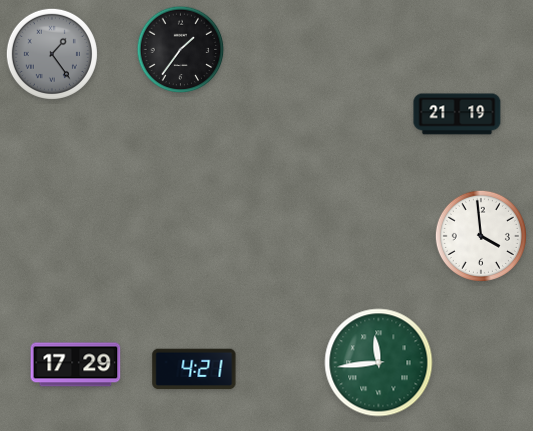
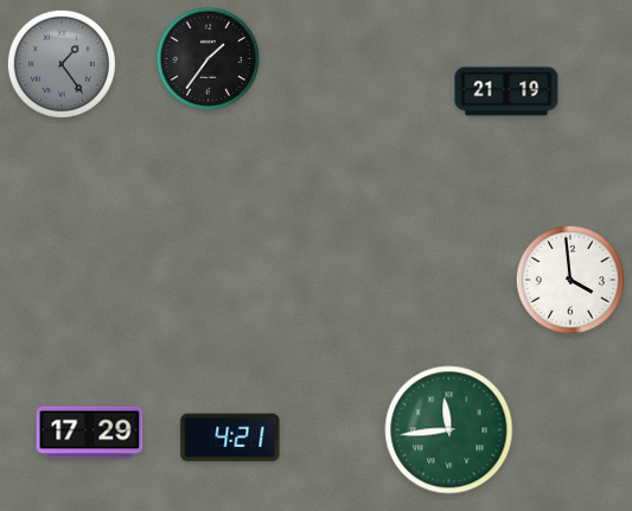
clock at (181, 50) position: (181, 50) -> (209, 59)
clock at (457, 114) position: (457, 114) -> (506, 91)
